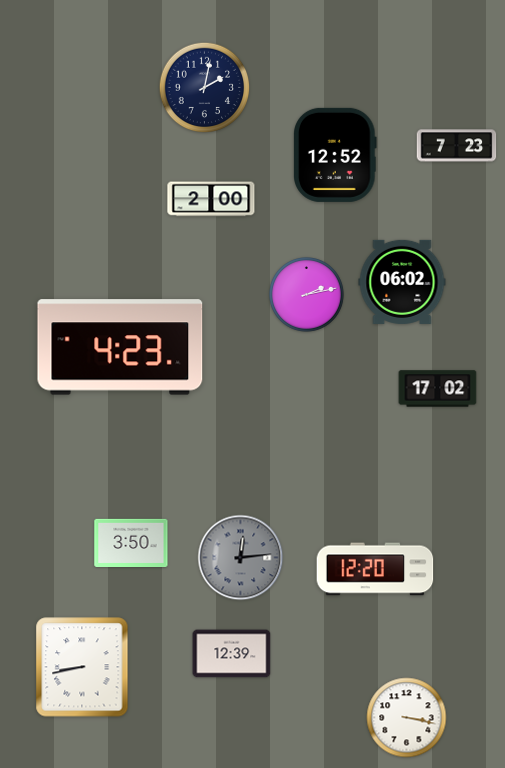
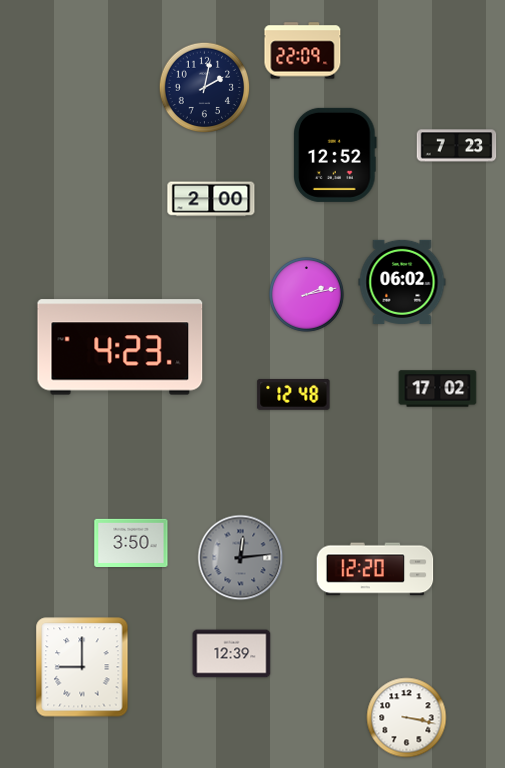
clock at (303, 51): none -> 22:09
clock at (294, 394): none -> 12:48
clock at (82, 667): 8:43 -> 9:00
